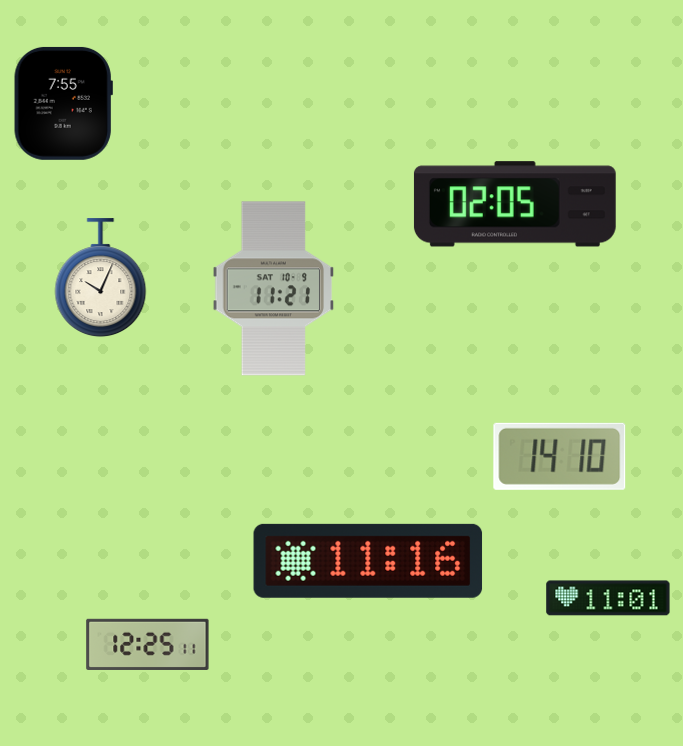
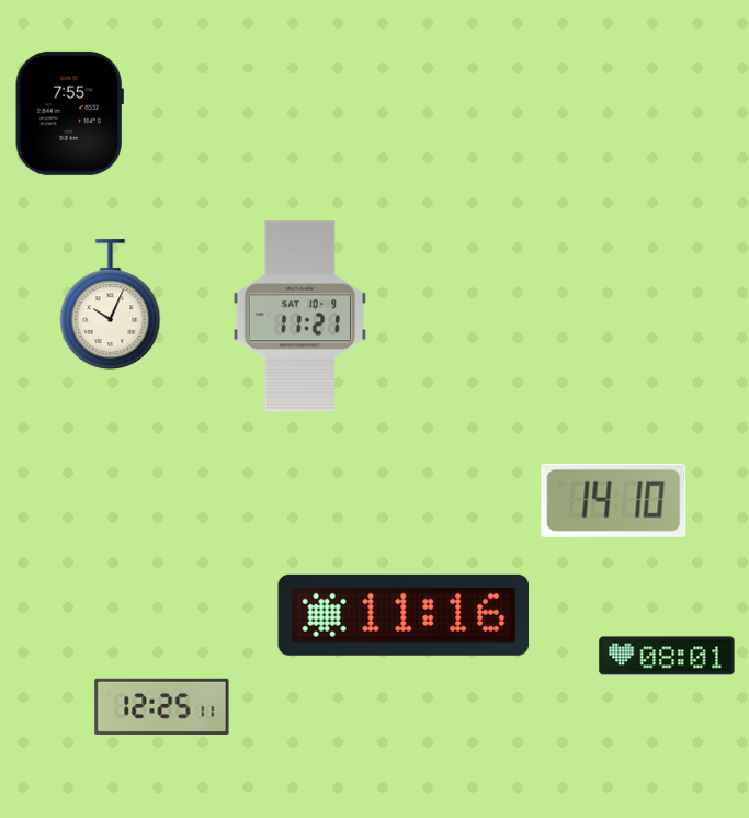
clock at (515, 204): 02:05 -> none
clock at (608, 598): 11:01 -> 08:01
